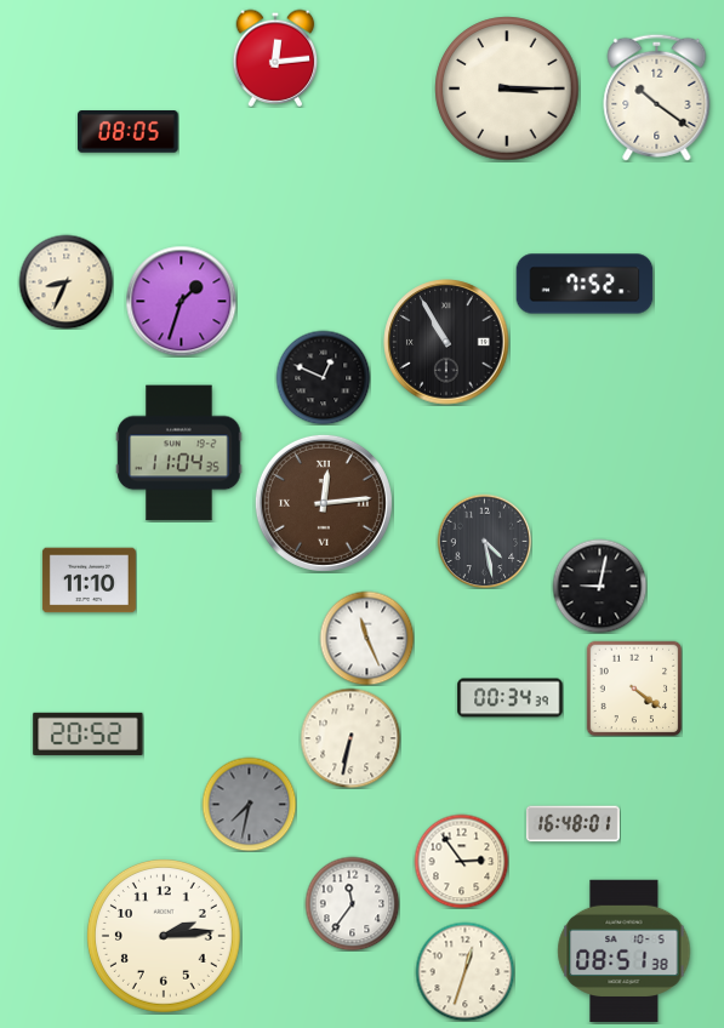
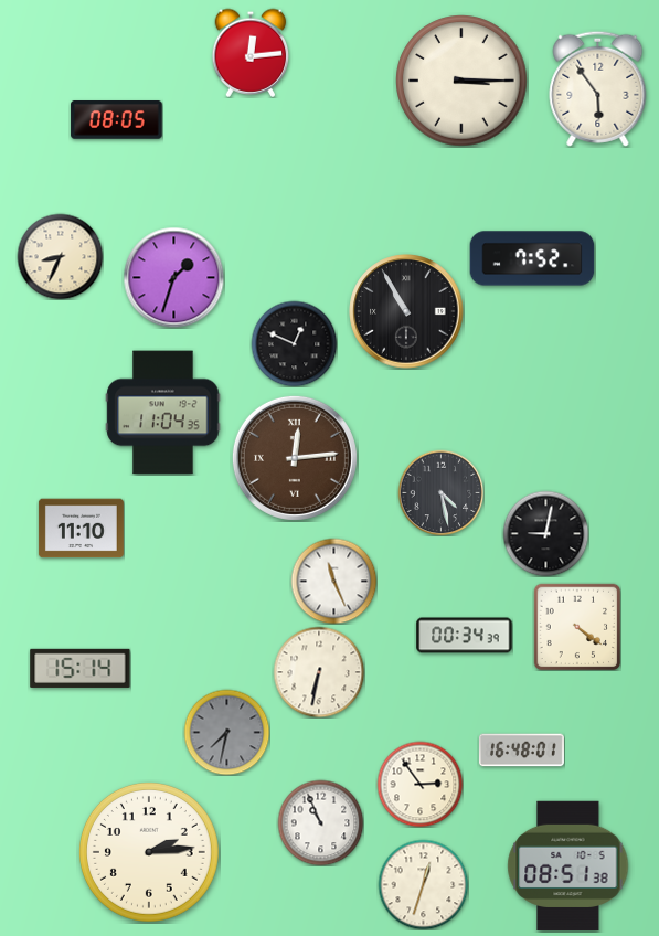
clock at (657, 97): 10:21 -> 5:54
clock at (181, 301) position: (181, 301) -> (173, 277)
clock at (89, 733): 20:52 -> 15:14
clock at (352, 903): 11:36 -> 10:56
